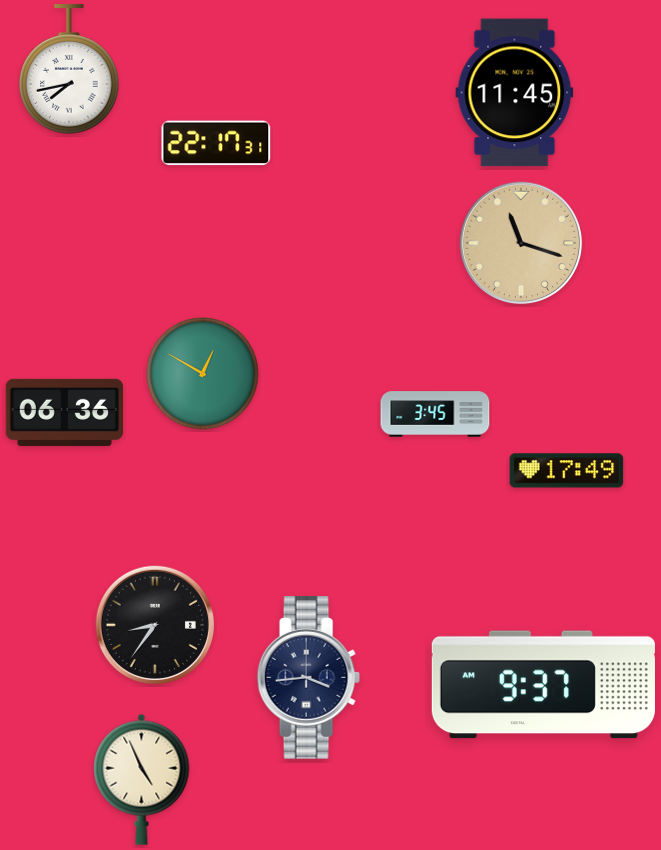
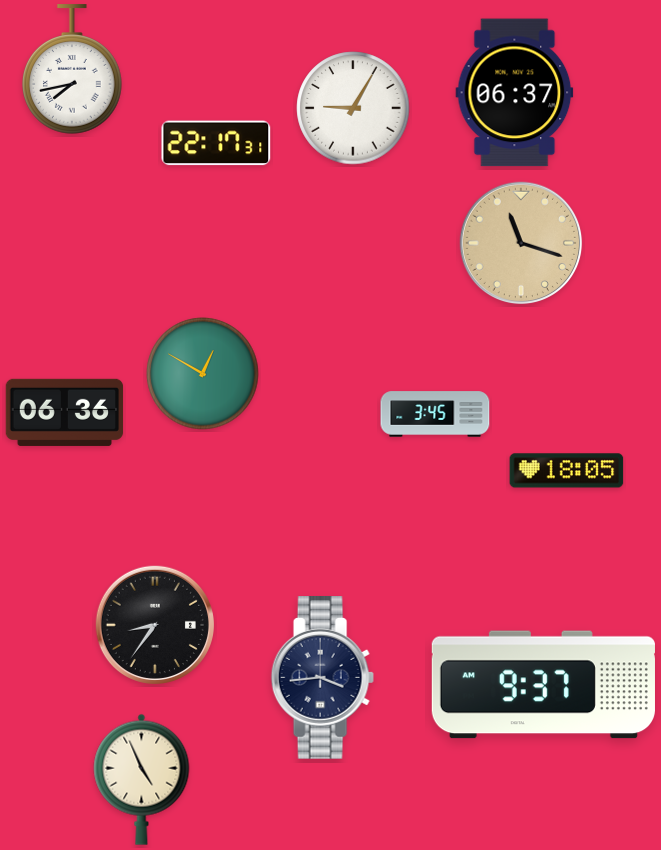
clock at (70, 69) position: (70, 69) -> (73, 69)
clock at (515, 93): 11:45 -> 06:37
clock at (353, 108): none -> 9:05
clock at (567, 471): 17:49 -> 18:05
clock at (308, 678) position: (308, 678) -> (322, 678)
